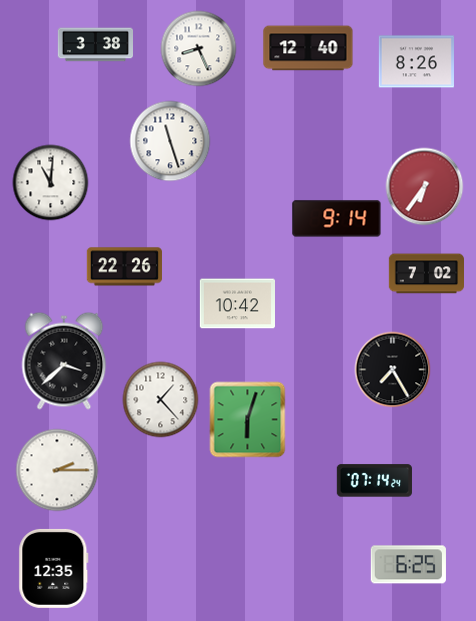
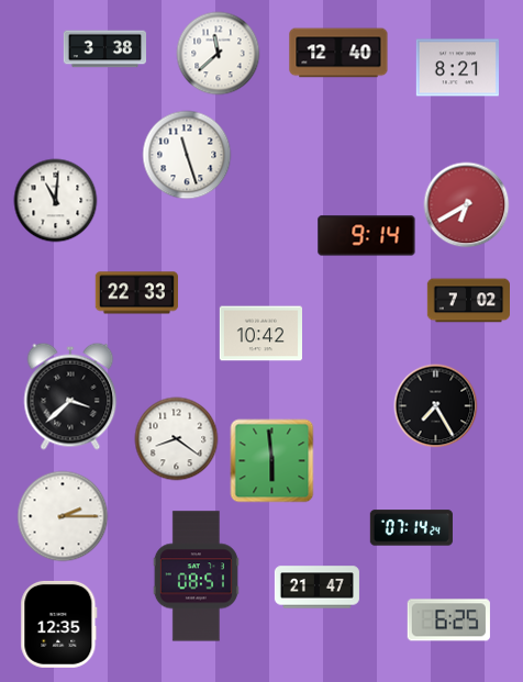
clock at (199, 49): 8:26 -> 11:38
clock at (416, 62): 8:26 -> 8:21
clock at (425, 187): 6:36 -> 6:40
clock at (337, 219) position: (337, 219) -> (367, 236)
clock at (124, 267): 22:26 -> 22:33
clock at (393, 370) position: (393, 370) -> (436, 406)
clock at (161, 400): 1:23 -> 8:21
clock at (248, 420): 6:03 -> 5:59
clock at (196, 577): none -> 08:51
clock at (316, 588): none -> 21:47
